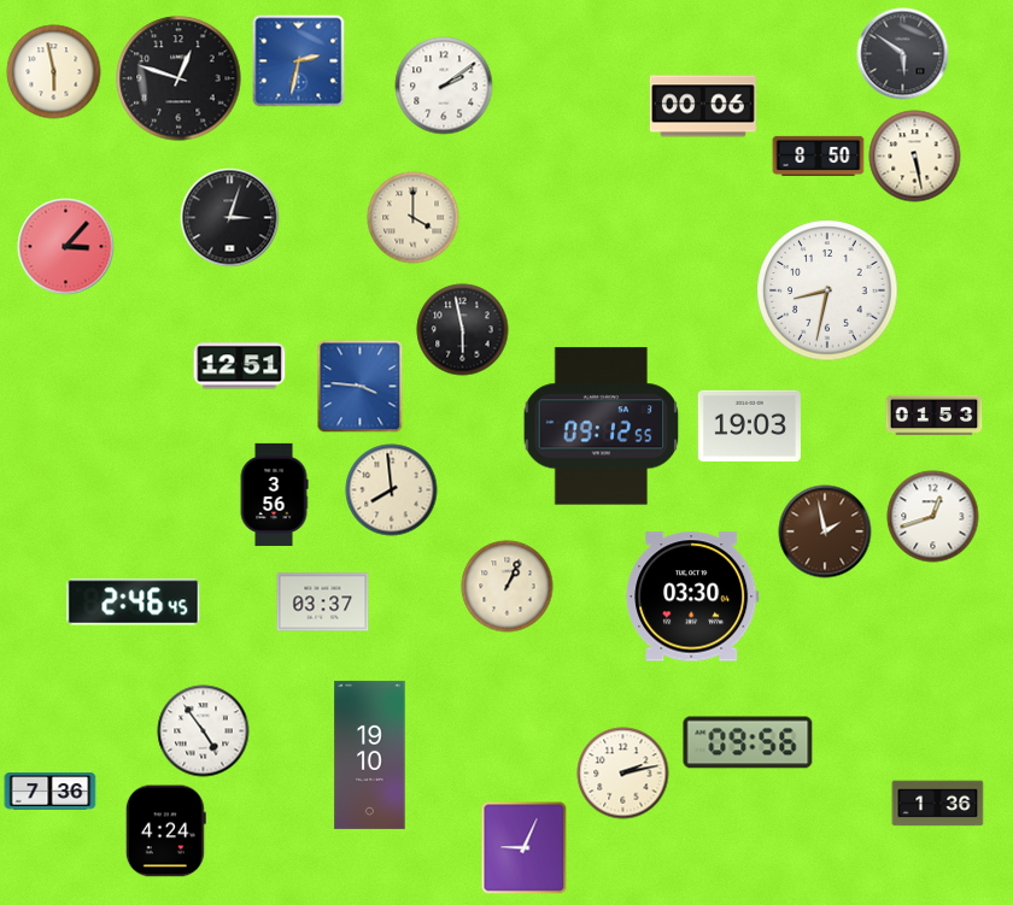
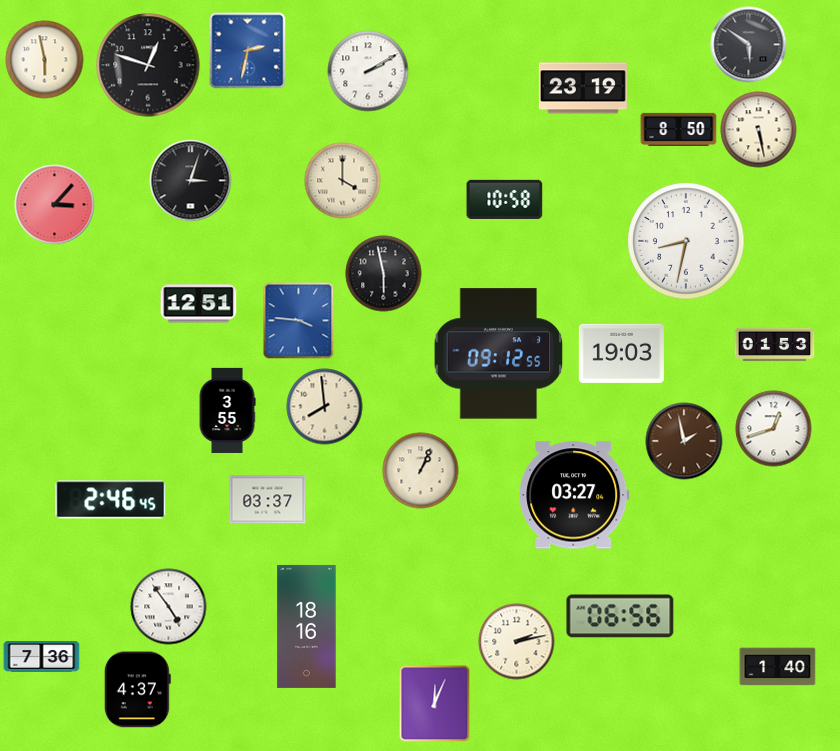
clock at (444, 86): 2:09 -> 2:10
clock at (703, 106): 00:06 -> 23:19
clock at (505, 199): none -> 10:58
clock at (274, 494): 3:56 -> 3:55
clock at (508, 587) position: (508, 587) -> (421, 471)
clock at (692, 597): 03:30 -> 03:27
clock at (748, 742): 09:56 -> 06:56
clock at (370, 754): 19:10 -> 18:16
clock at (938, 804): 1:36 -> 1:40
clock at (165, 831): 4:24 -> 4:37
clock at (525, 848): 9:04 -> 12:04
